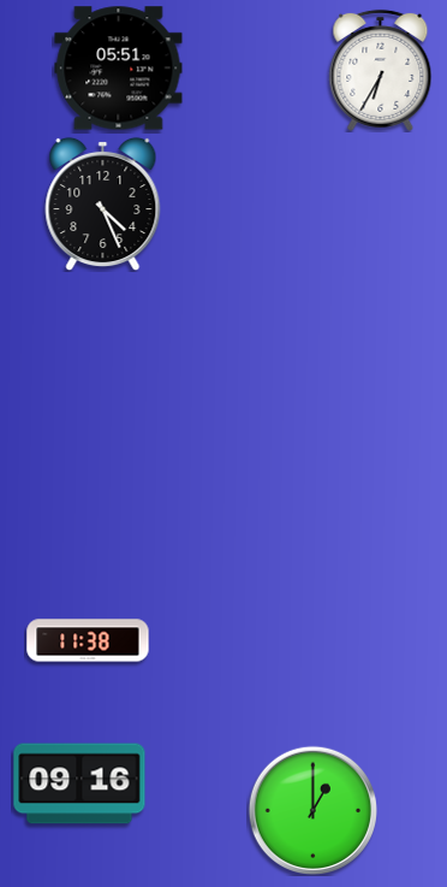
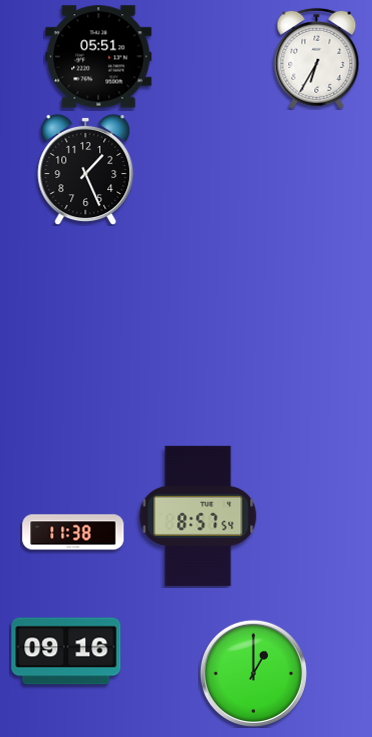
clock at (103, 203): 4:26 -> 1:26
clock at (198, 516): none -> 8:57
clock at (312, 810) position: (312, 810) -> (253, 673)
